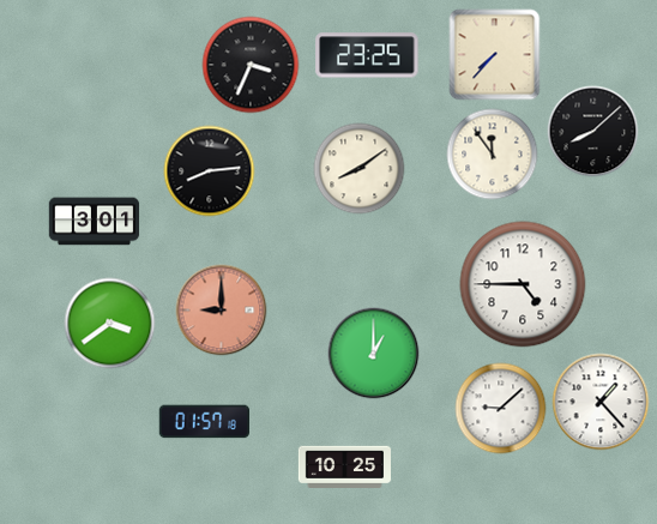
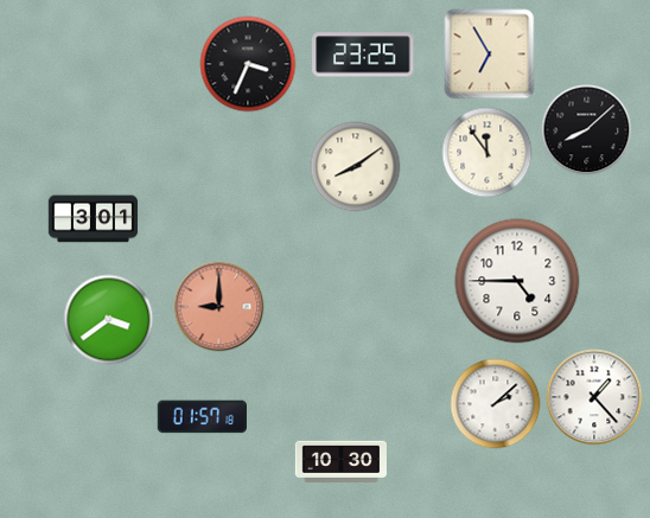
clock at (495, 55): 7:37 -> 6:55
clock at (210, 171): 8:14 -> none
clock at (374, 354): 1:00 -> none
clock at (501, 409): 9:08 -> 2:08
clock at (344, 466): 10:25 -> 10:30
